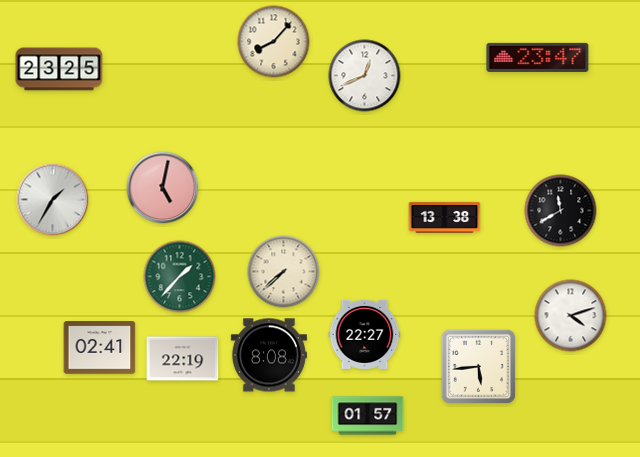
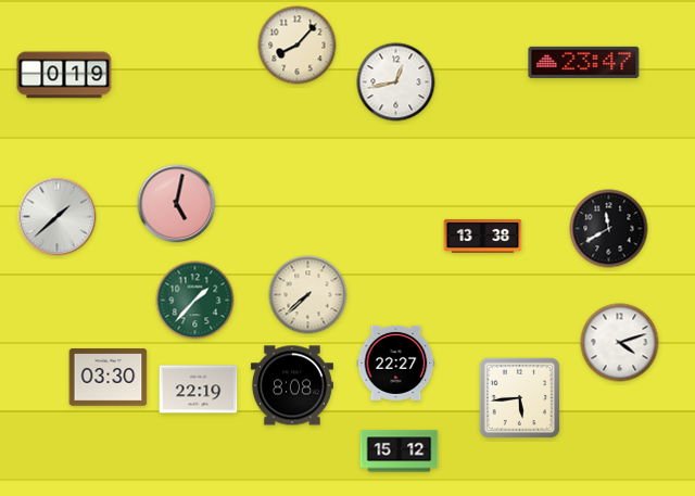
clock at (59, 69): 23:25 -> 0:19
clock at (365, 76): 12:41 -> 12:43
clock at (53, 200): 1:35 -> 1:38
clock at (100, 348): 02:41 -> 03:30
clock at (368, 416): 01:57 -> 15:12
